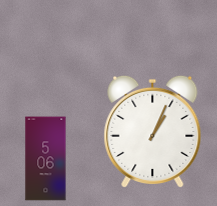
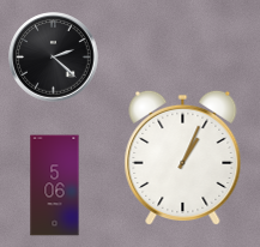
clock at (54, 58): none -> 2:22
clock at (46, 159) position: (46, 159) -> (55, 186)
